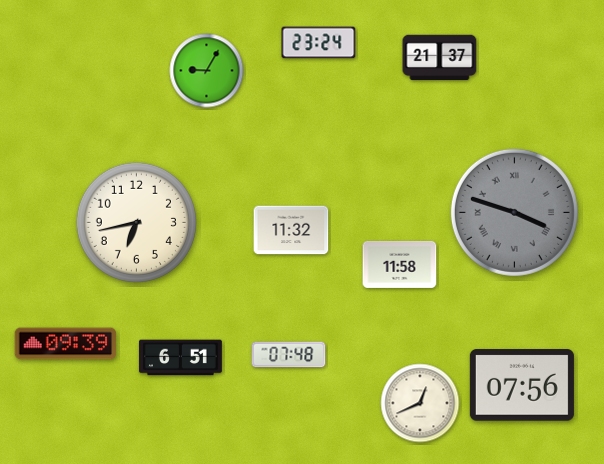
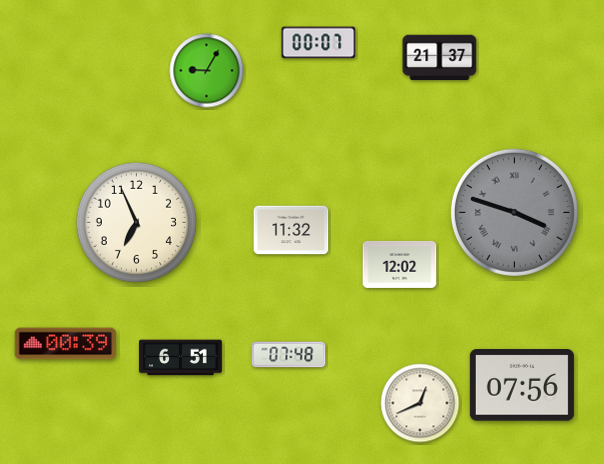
clock at (319, 43): 23:24 -> 00:07
clock at (136, 222): 6:43 -> 6:56
clock at (400, 264): 11:58 -> 12:02
clock at (66, 344): 09:39 -> 00:39
